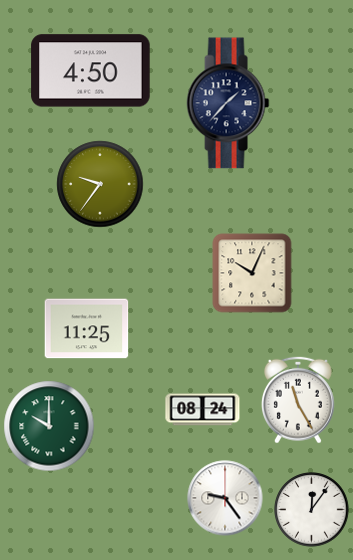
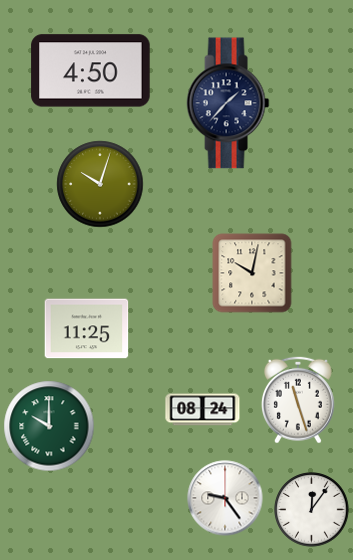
clock at (100, 184): 9:36 -> 10:03
clock at (252, 273): 10:04 -> 10:02
clock at (298, 400): 11:25 -> 11:27
